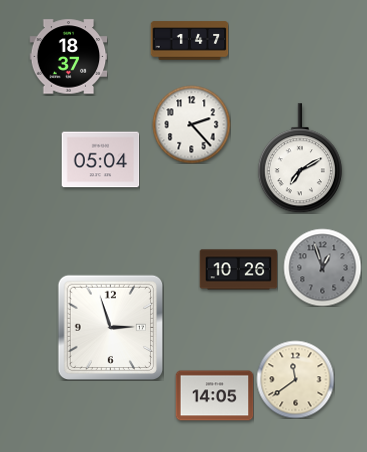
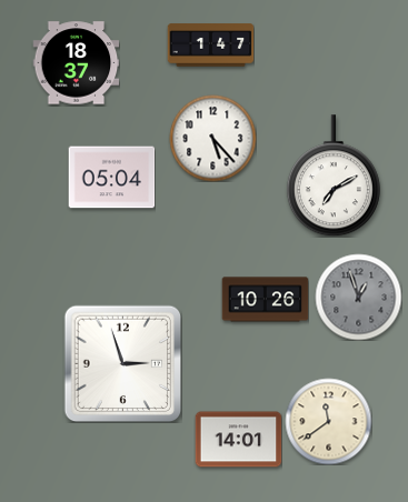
clock at (191, 124): 2:23 -> 5:23
clock at (214, 396): 14:05 -> 14:01
